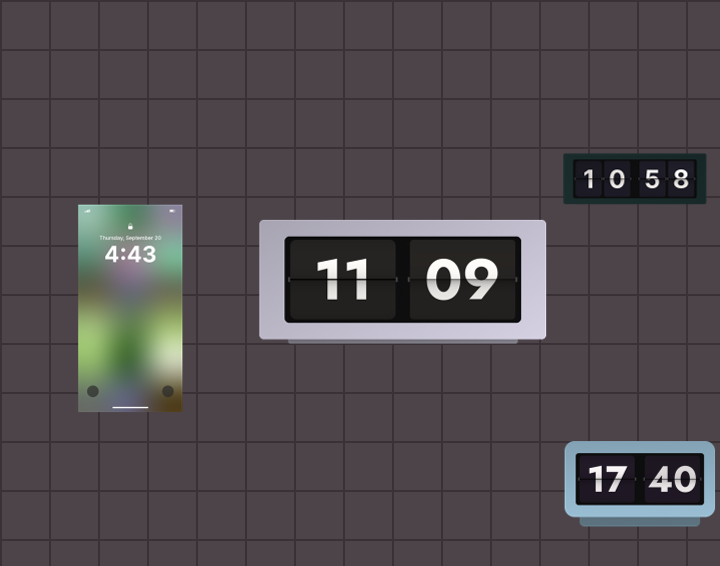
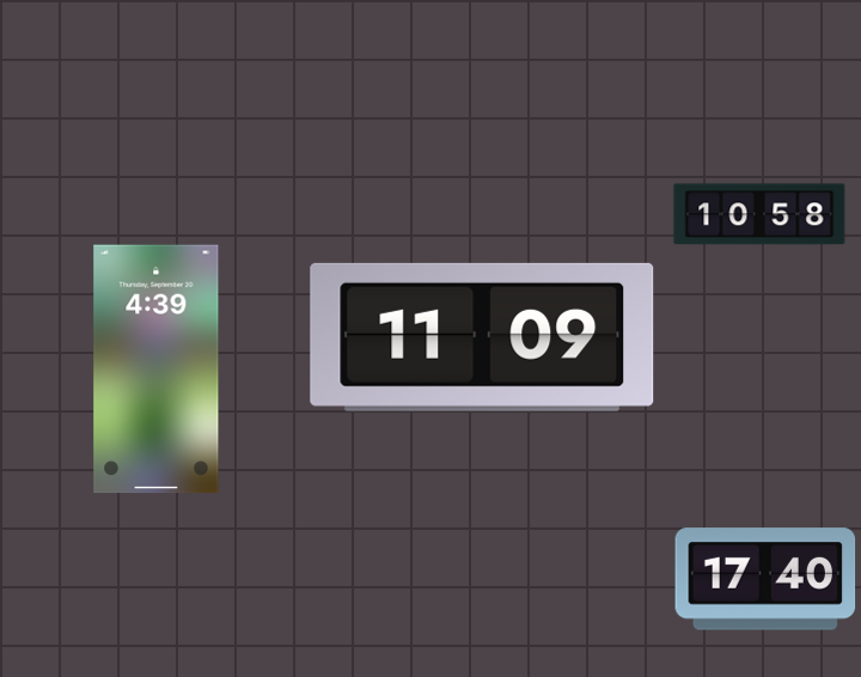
clock at (131, 309): 4:43 -> 4:39
